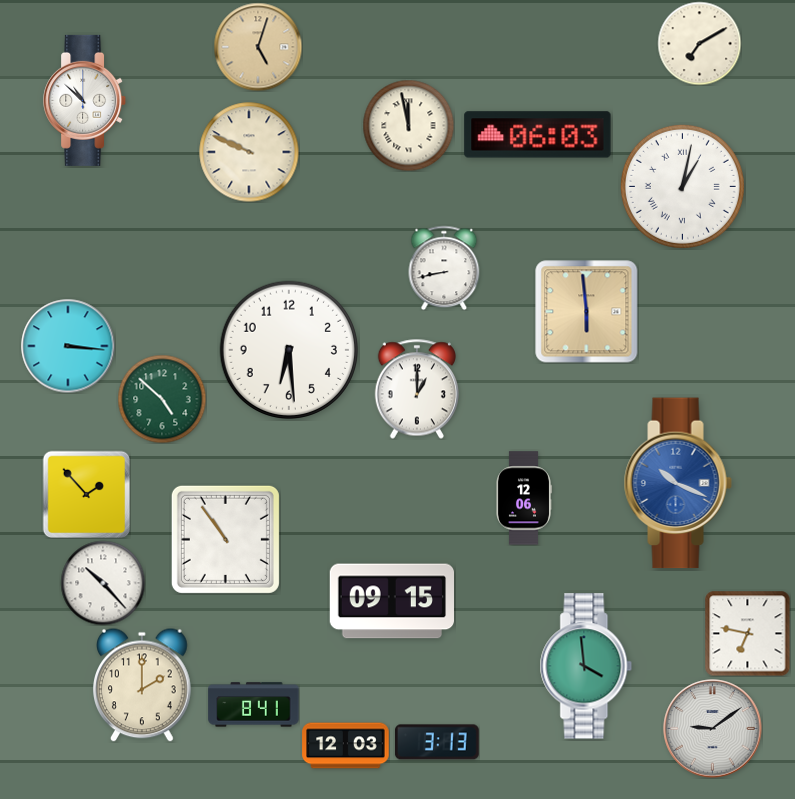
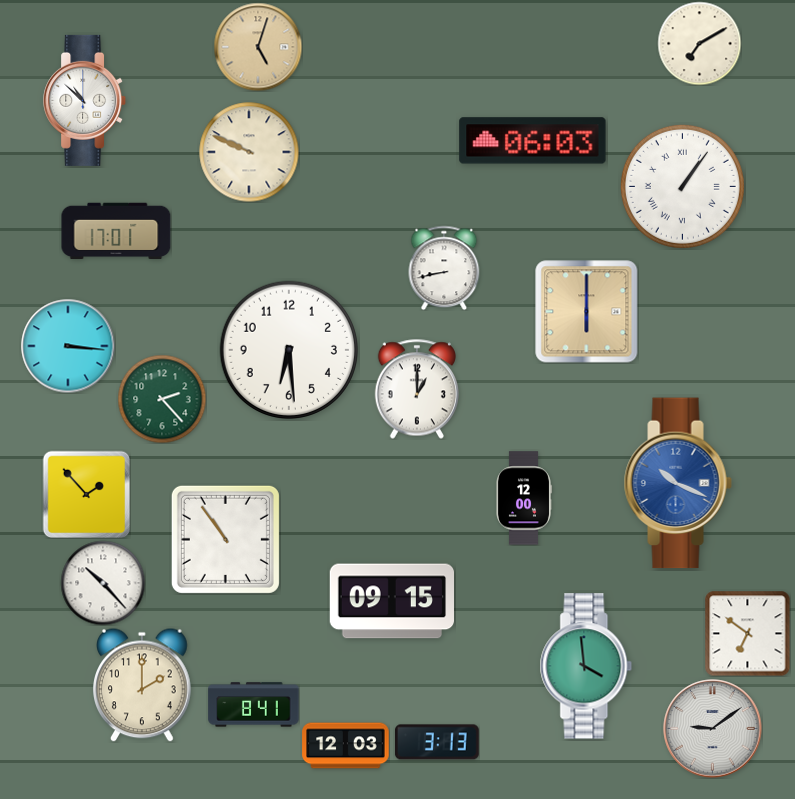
clock at (408, 125): 11:58 -> none
clock at (538, 135) position: (538, 135) -> (533, 141)
clock at (682, 186): 1:02 -> 1:06
clock at (116, 231): none -> 17:01
clock at (587, 312): 5:59 -> 6:00
clock at (162, 399): 4:52 -> 2:23
clock at (524, 498): 12:06 -> 12:00
clock at (747, 633): 6:47 -> 6:51
